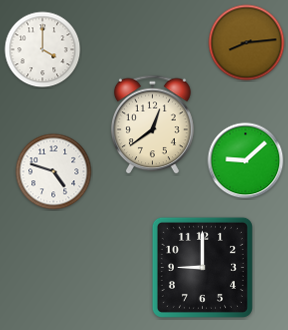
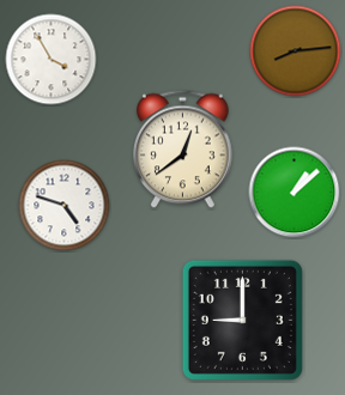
clock at (43, 50): 4:00 -> 3:55
clock at (246, 161): 9:08 -> 1:08
